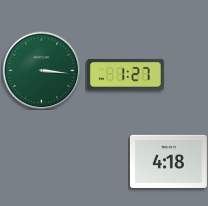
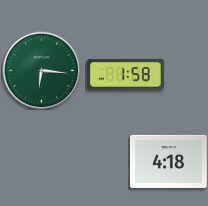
clock at (41, 70): 3:16 -> 6:16
clock at (125, 74): 1:27 -> 1:58
